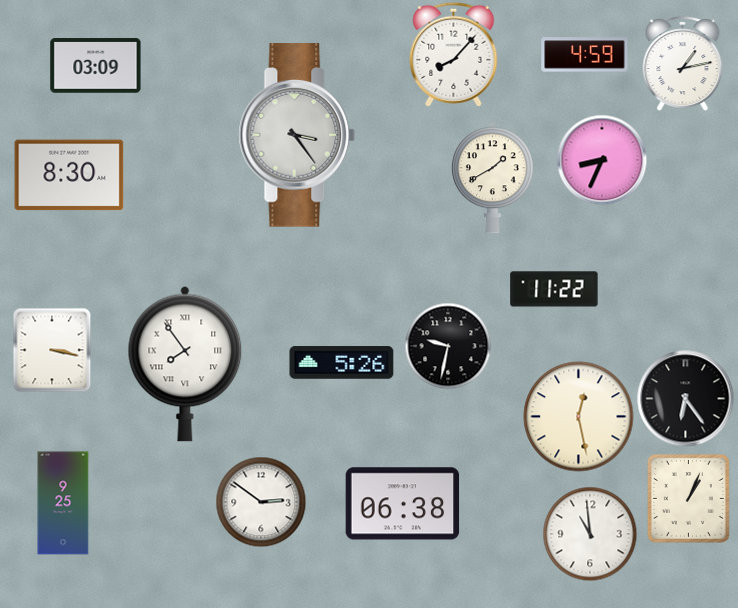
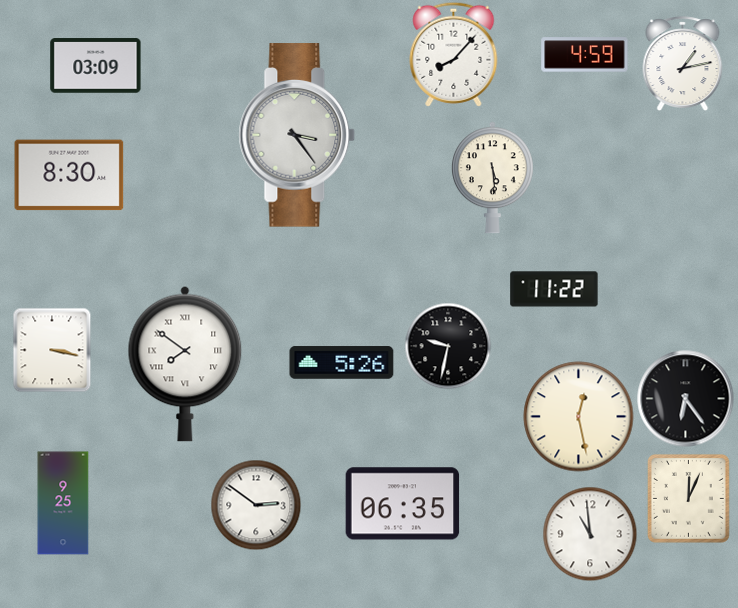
clock at (602, 160): 8:34 -> none
clock at (492, 178): 1:40 -> 5:29
clock at (185, 364): 7:54 -> 7:51
clock at (688, 498): 1:04 -> 12:04
clock at (261, 502) position: (261, 502) -> (256, 505)
clock at (403, 504): 06:38 -> 06:35
